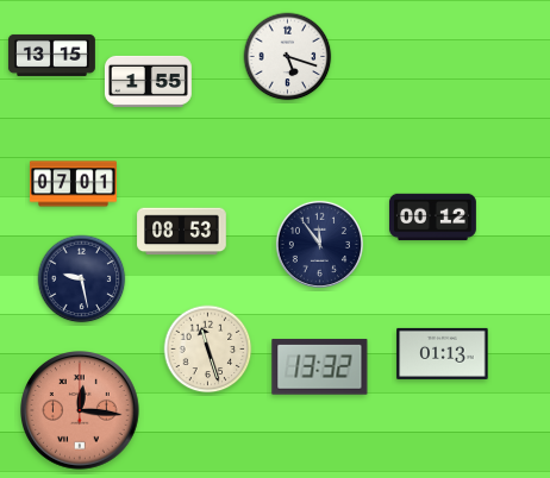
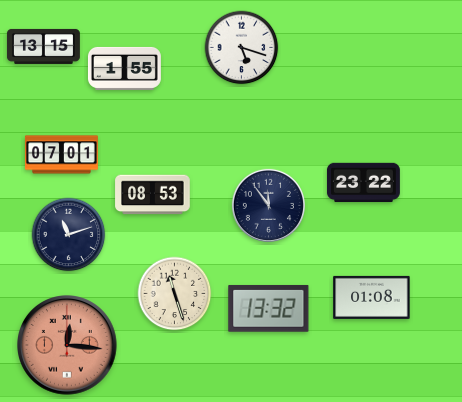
clock at (432, 218): 00:12 -> 23:22
clock at (82, 279): 9:28 -> 11:12
clock at (443, 353): 01:13 -> 01:08
